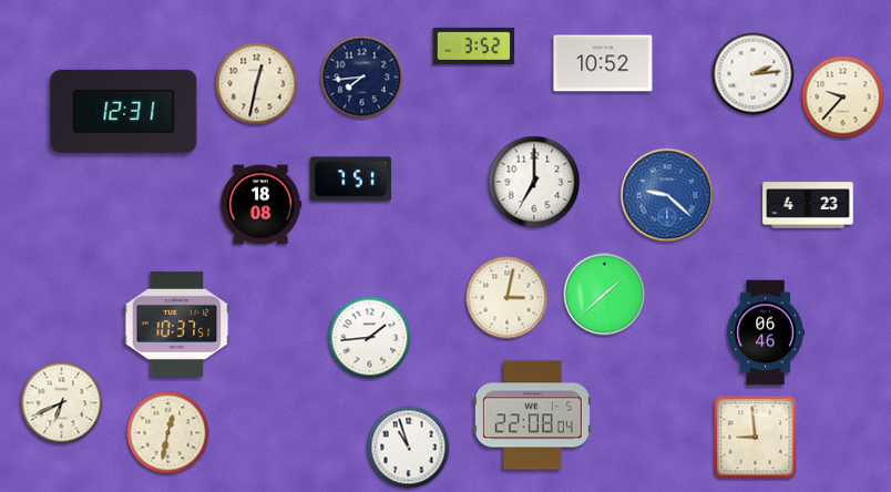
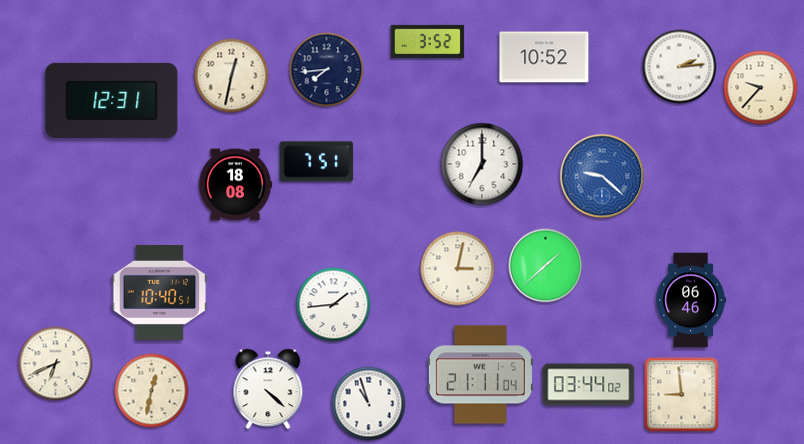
clock at (808, 205): 4:23 -> none
clock at (177, 324): 10:37 -> 10:40
clock at (532, 416): 22:08 -> 21:11
clock at (589, 385): none -> 03:44
clock at (268, 389): none -> 4:22
